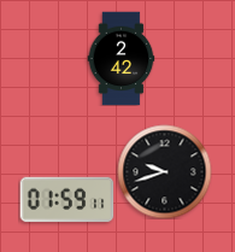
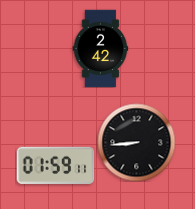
clock at (164, 171): 9:42 -> 8:44
